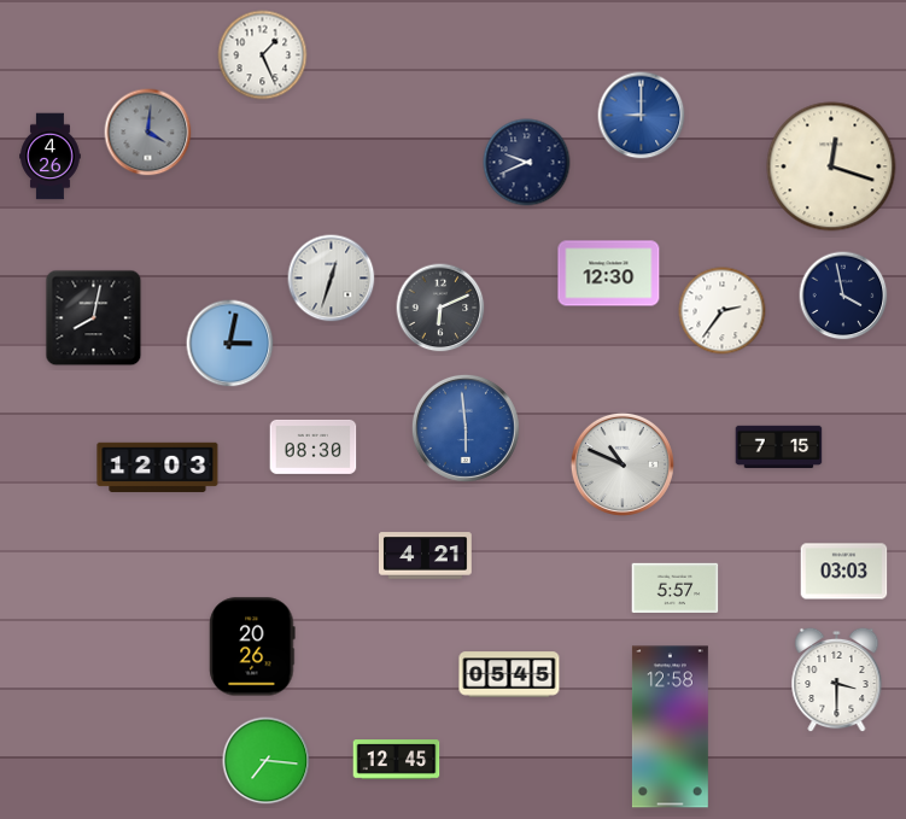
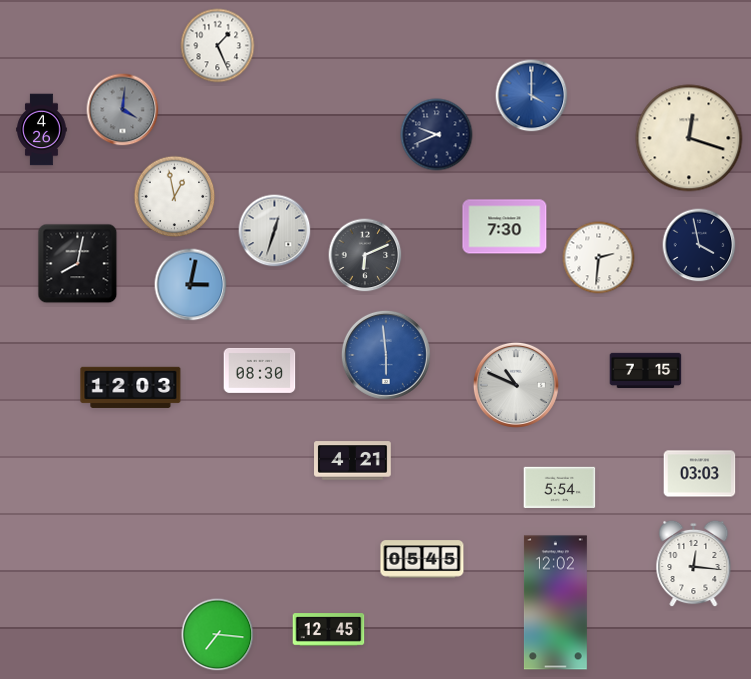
clock at (642, 116): 9:00 -> 4:00
clock at (175, 197): none -> 12:58
clock at (609, 274): 12:30 -> 7:30
clock at (723, 311): 2:36 -> 2:31
clock at (676, 587): 5:57 -> 5:54
clock at (252, 647): 20:26 -> none
clock at (837, 680): 3:30 -> 12:16
clock at (670, 727): 12:58 -> 12:02
clock at (267, 761) position: (267, 761) -> (218, 635)
